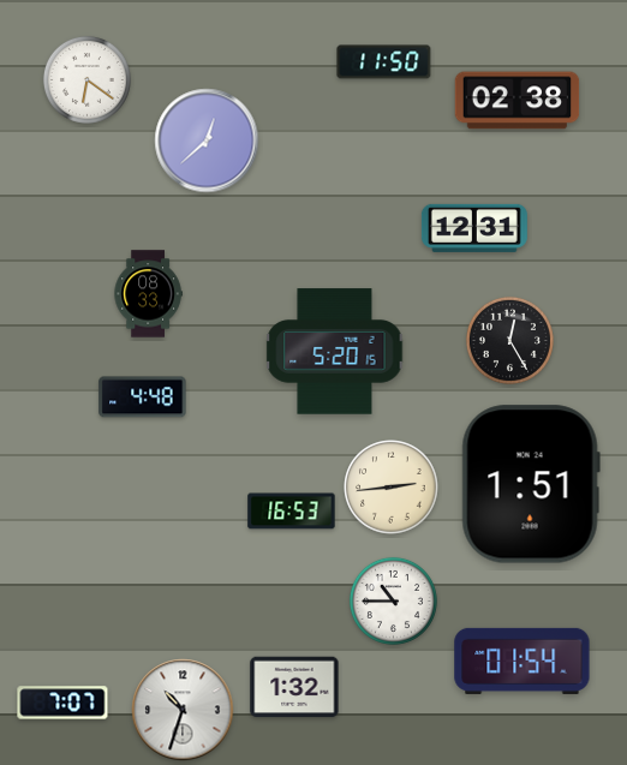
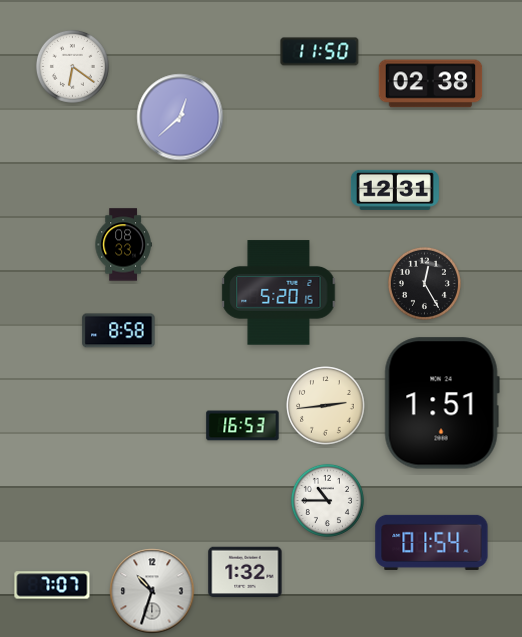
clock at (207, 141) position: (207, 141) -> (180, 117)
clock at (143, 398): 4:48 -> 8:58
clock at (522, 661) position: (522, 661) -> (432, 542)
